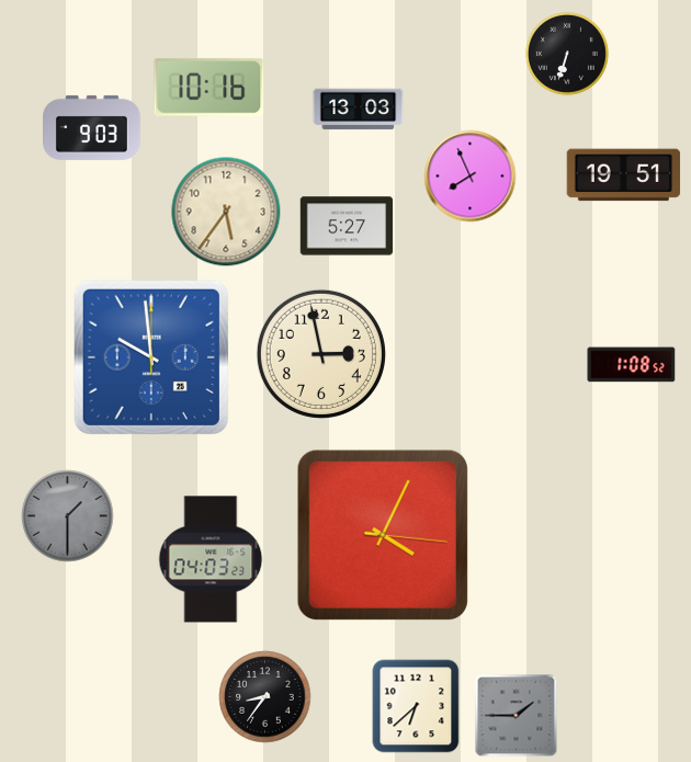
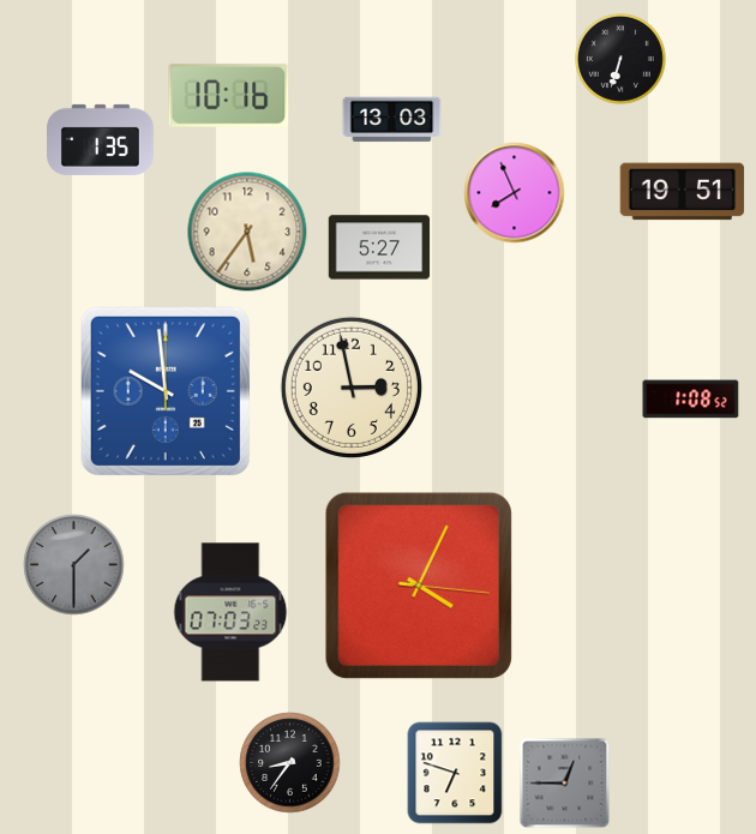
clock at (92, 127): 9:03 -> 1:35
clock at (211, 559): 04:03 -> 07:03
clock at (416, 706): 6:38 -> 6:48
clock at (517, 716): 1:45 -> 12:45
